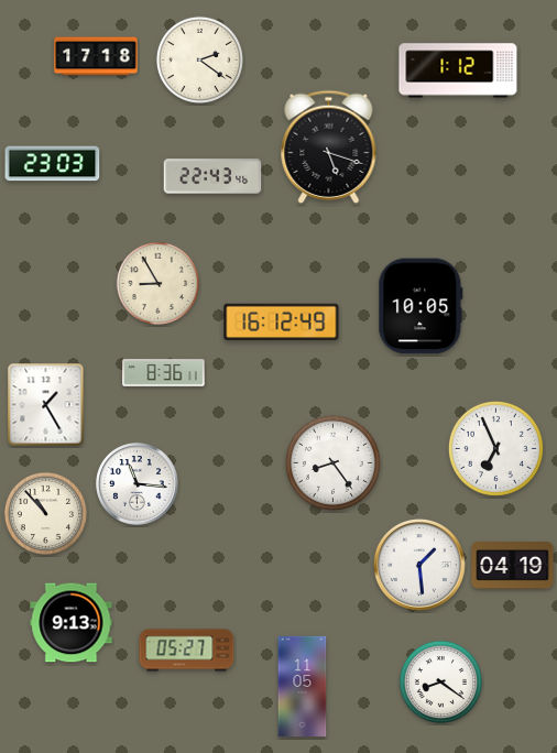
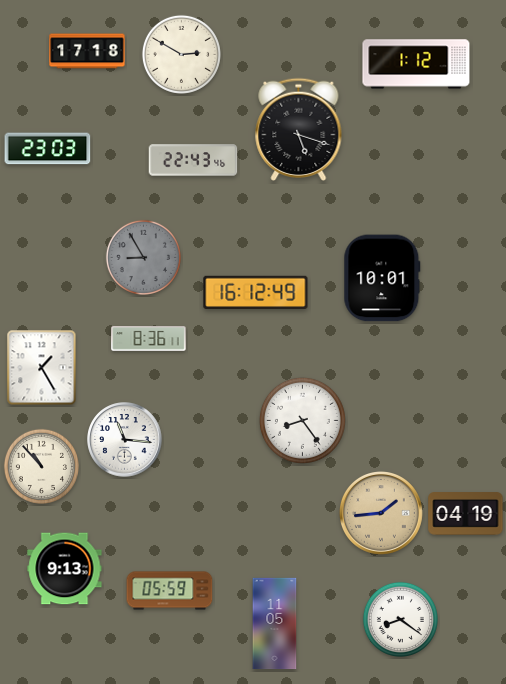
clock at (199, 59): 2:21 -> 2:50
clock at (329, 146) position: (329, 146) -> (299, 129)
clock at (157, 283) dial: cream -> grey
clock at (421, 306): 10:05 -> 10:01
clock at (495, 448): 6:56 -> none
clock at (421, 566): 1:29 -> 1:44
clock at (421, 566) dial: white -> champagne
clock at (72, 623) position: (72, 623) -> (65, 569)
clock at (187, 651): 05:27 -> 05:59
